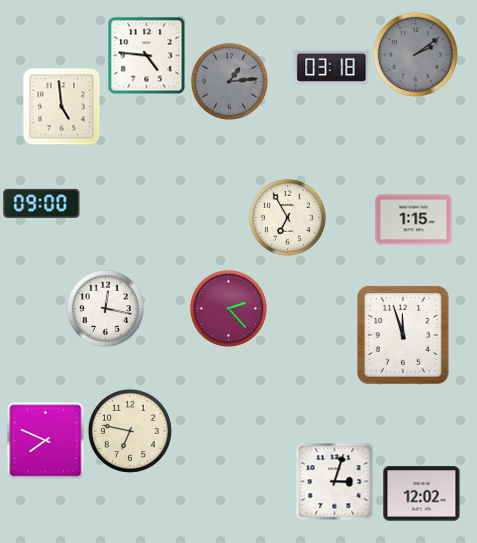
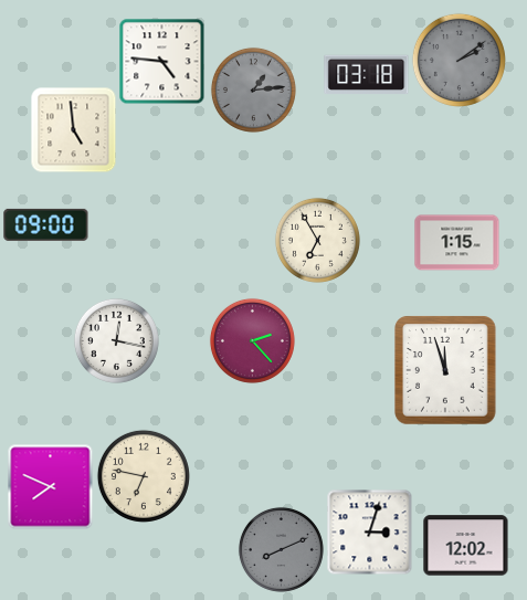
clock at (61, 106) position: (61, 106) -> (73, 129)
clock at (281, 549): none -> 8:11
